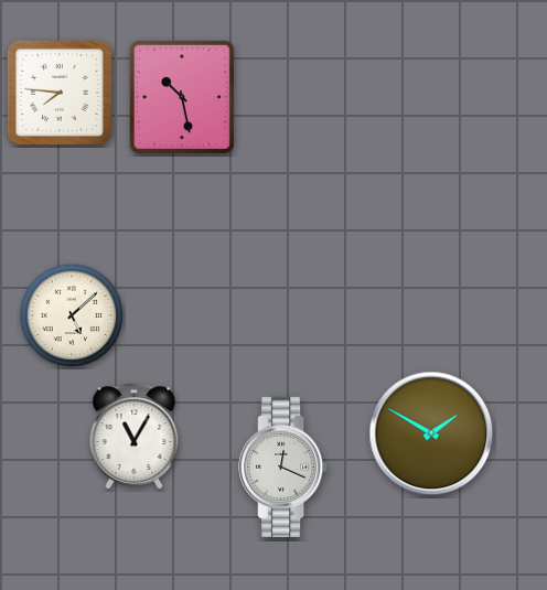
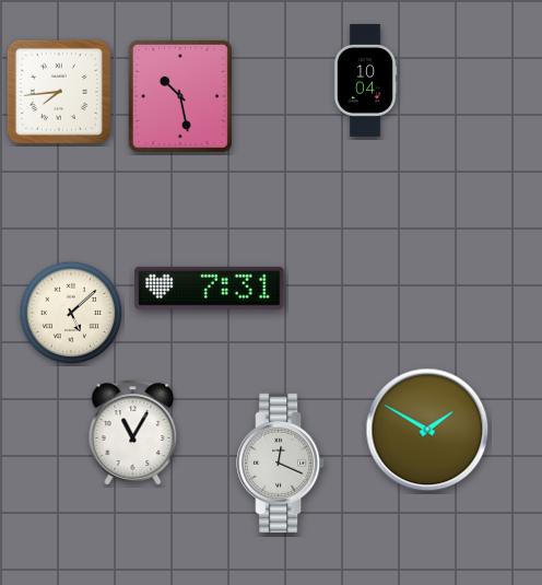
clock at (365, 80): none -> 10:04
clock at (60, 93): 7:46 -> 7:44
clock at (210, 288): none -> 7:31
